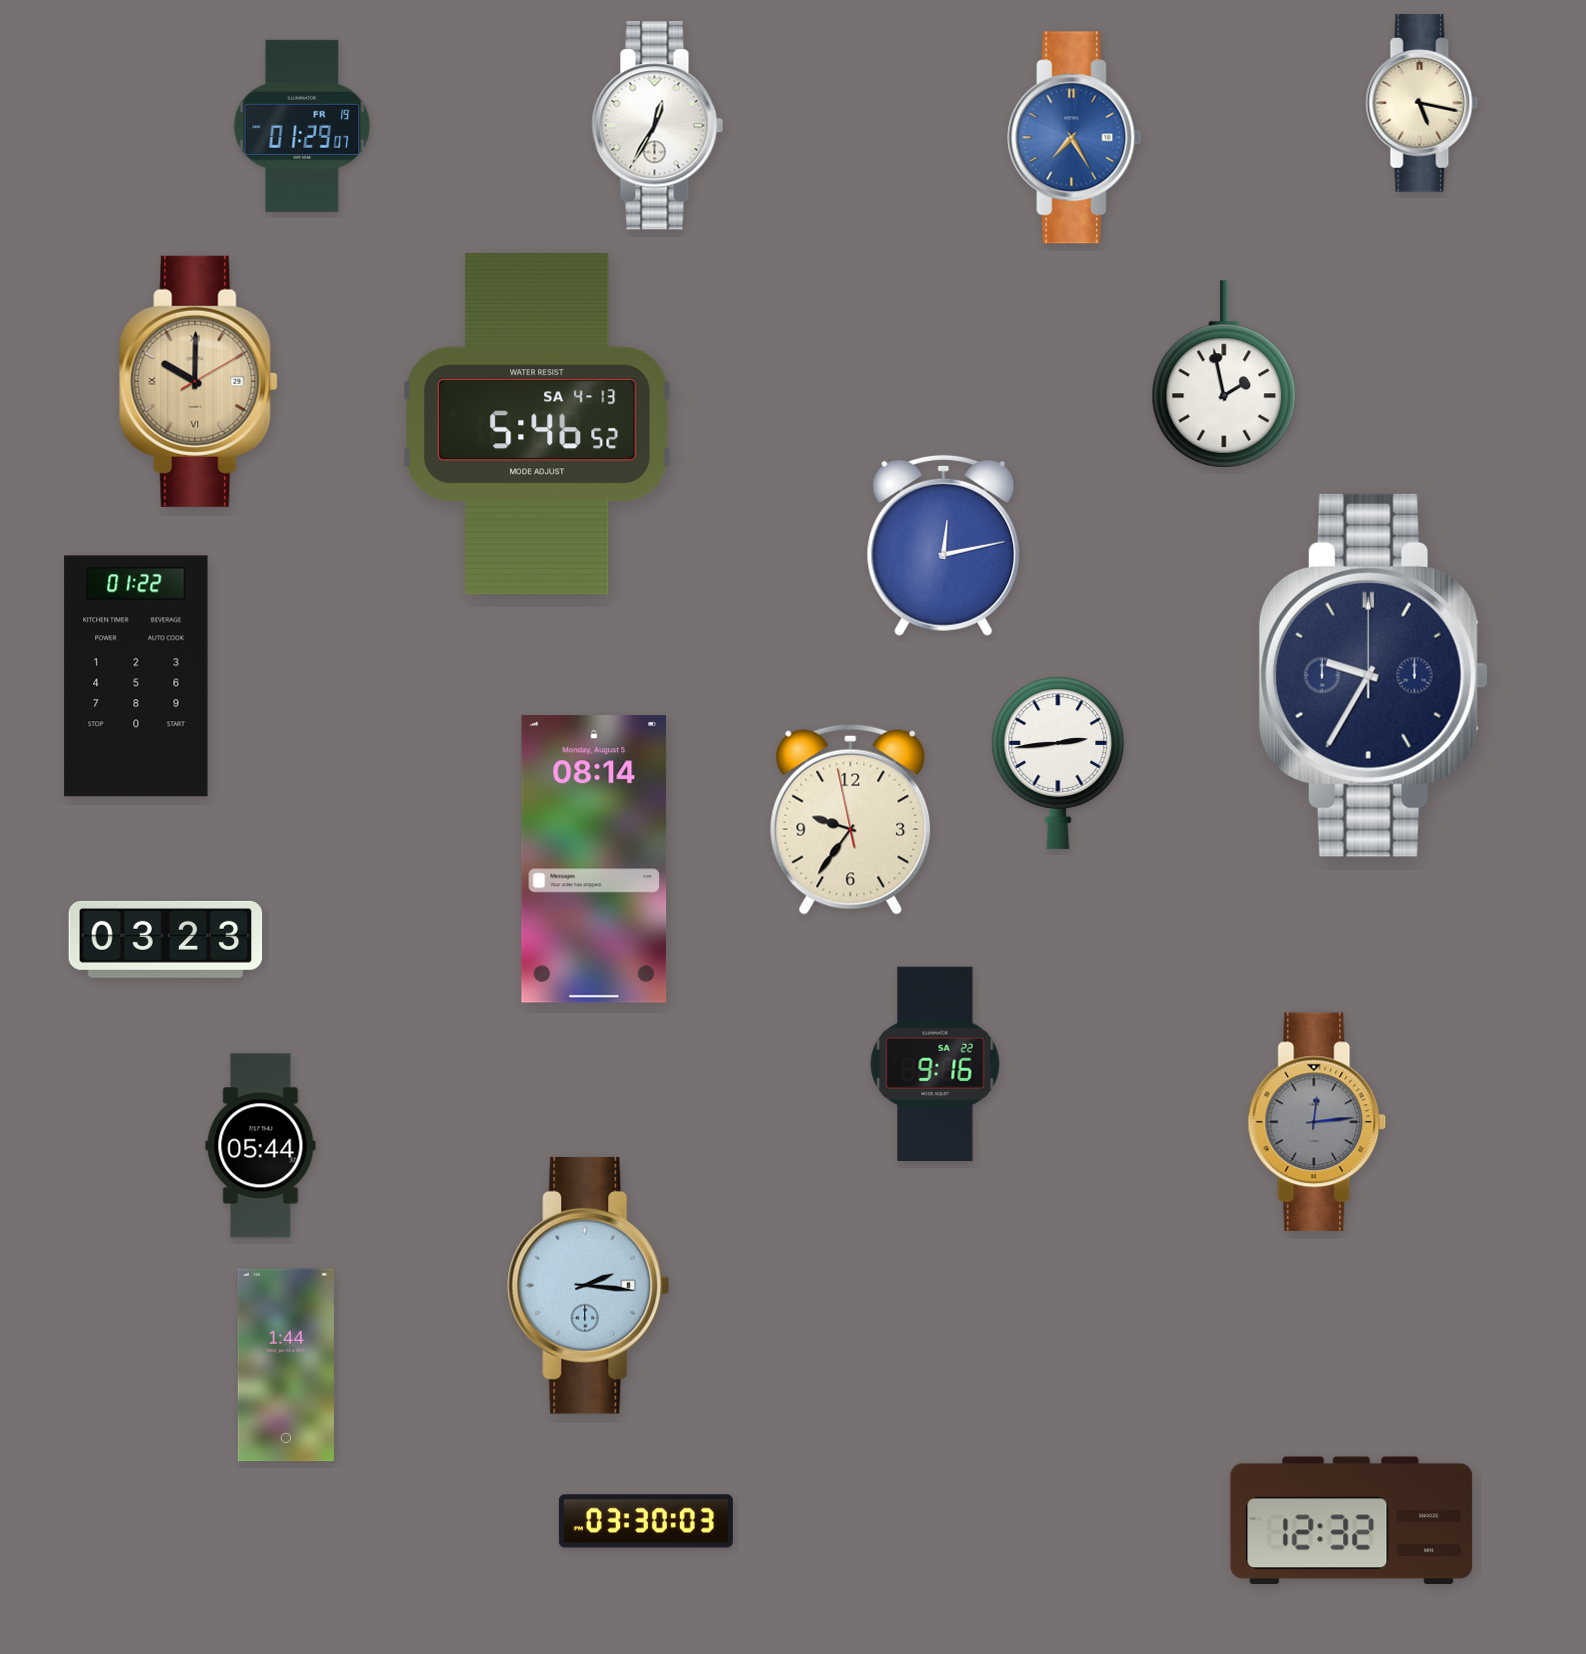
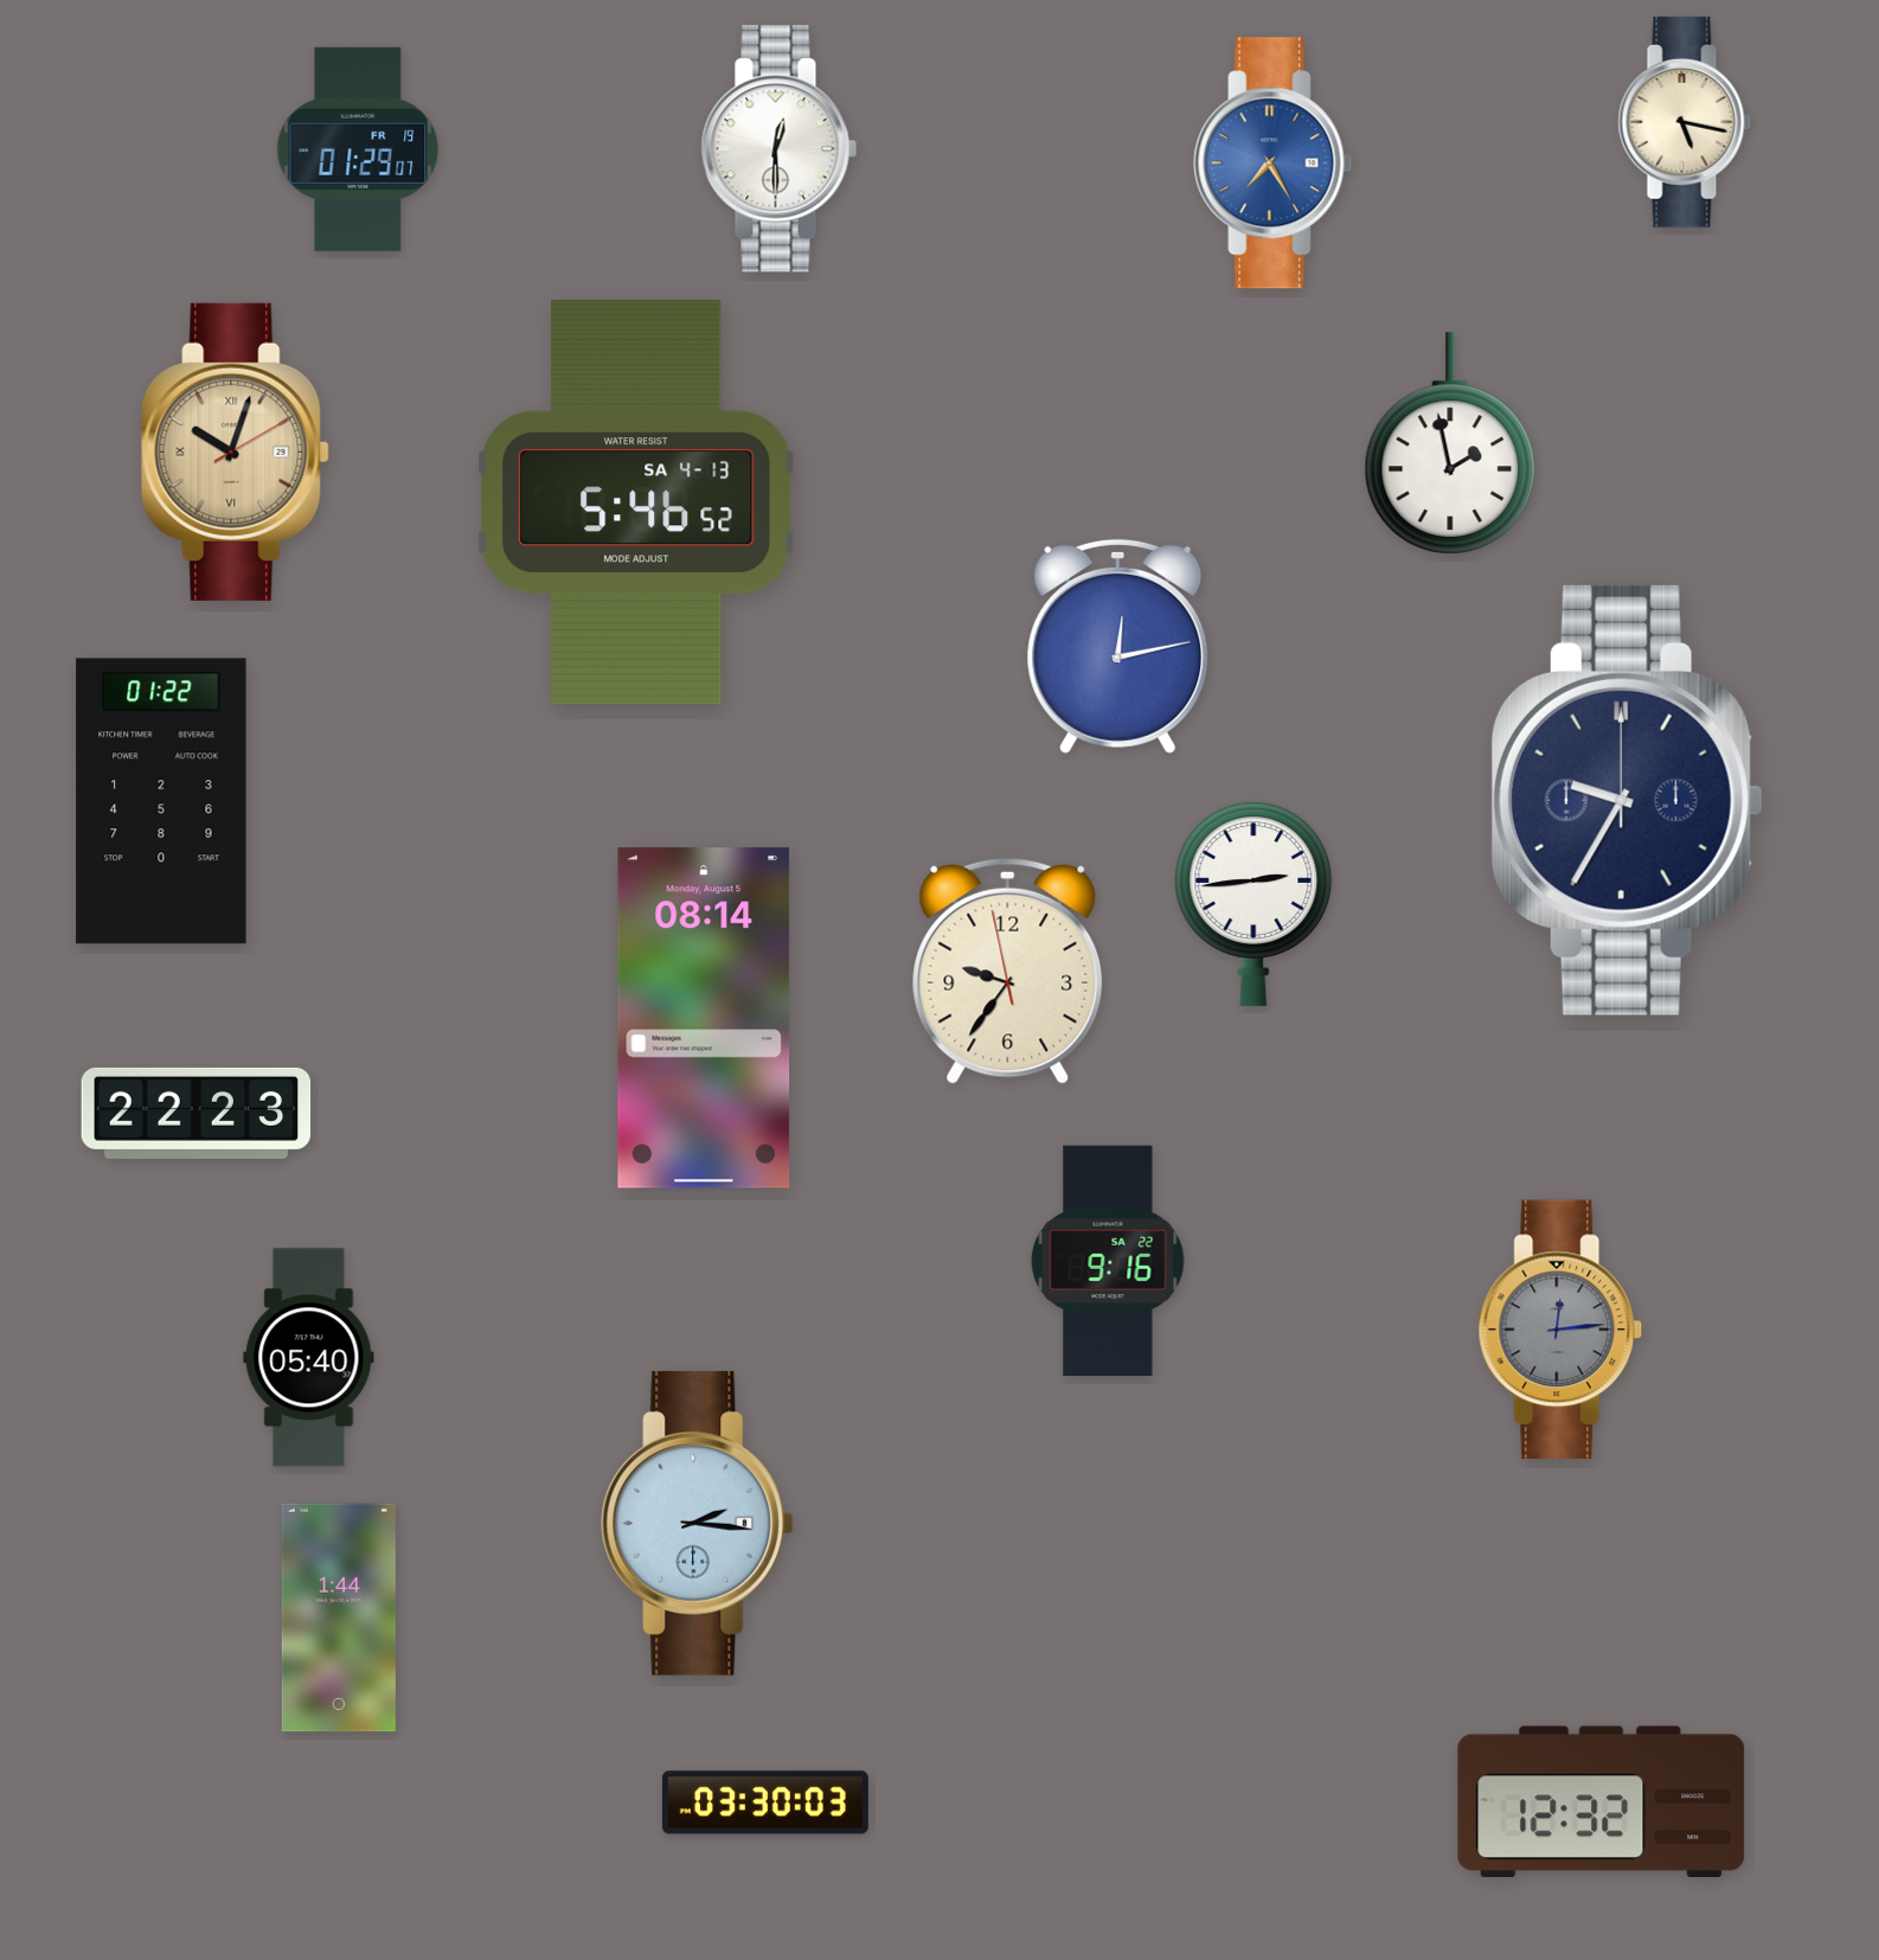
clock at (658, 126): 12:35 -> 12:30
clock at (199, 381): 10:00 -> 10:03
clock at (166, 939): 03:23 -> 22:23
clock at (261, 1146): 05:44 -> 05:40
